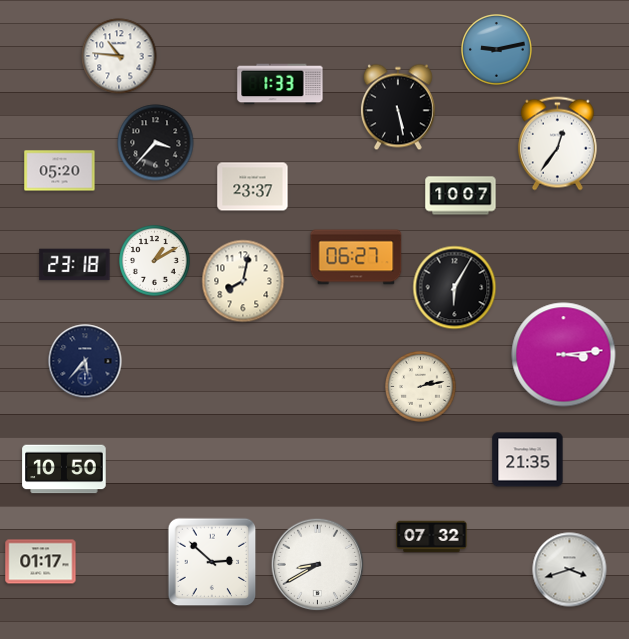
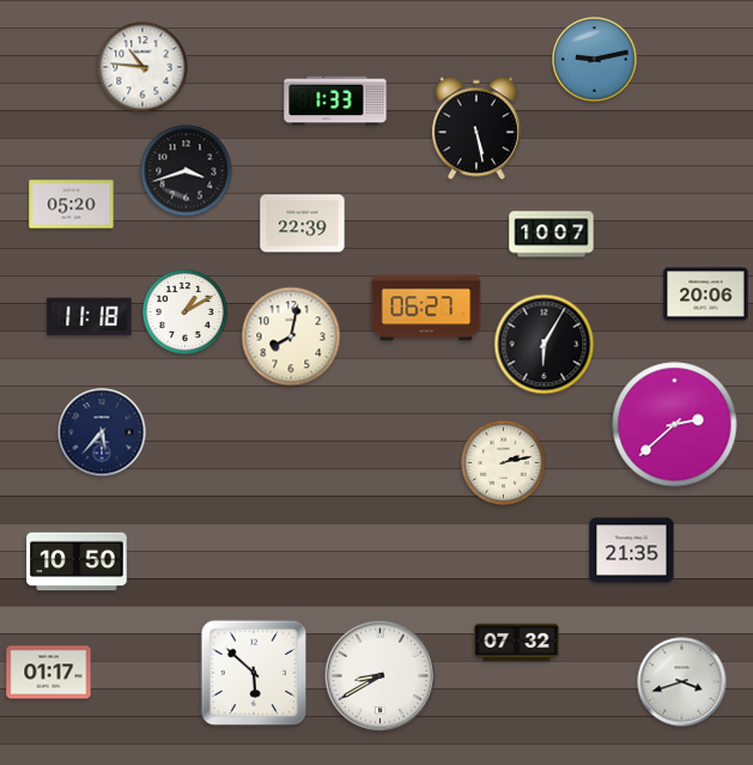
clock at (156, 143): 3:37 -> 3:42
clock at (557, 144): 12:36 -> none
clock at (253, 187): 23:37 -> 22:39
clock at (706, 295): none -> 20:06
clock at (75, 265): 23:18 -> 11:18
clock at (564, 355): 3:14 -> 2:38
clock at (212, 562): 2:52 -> 5:52
